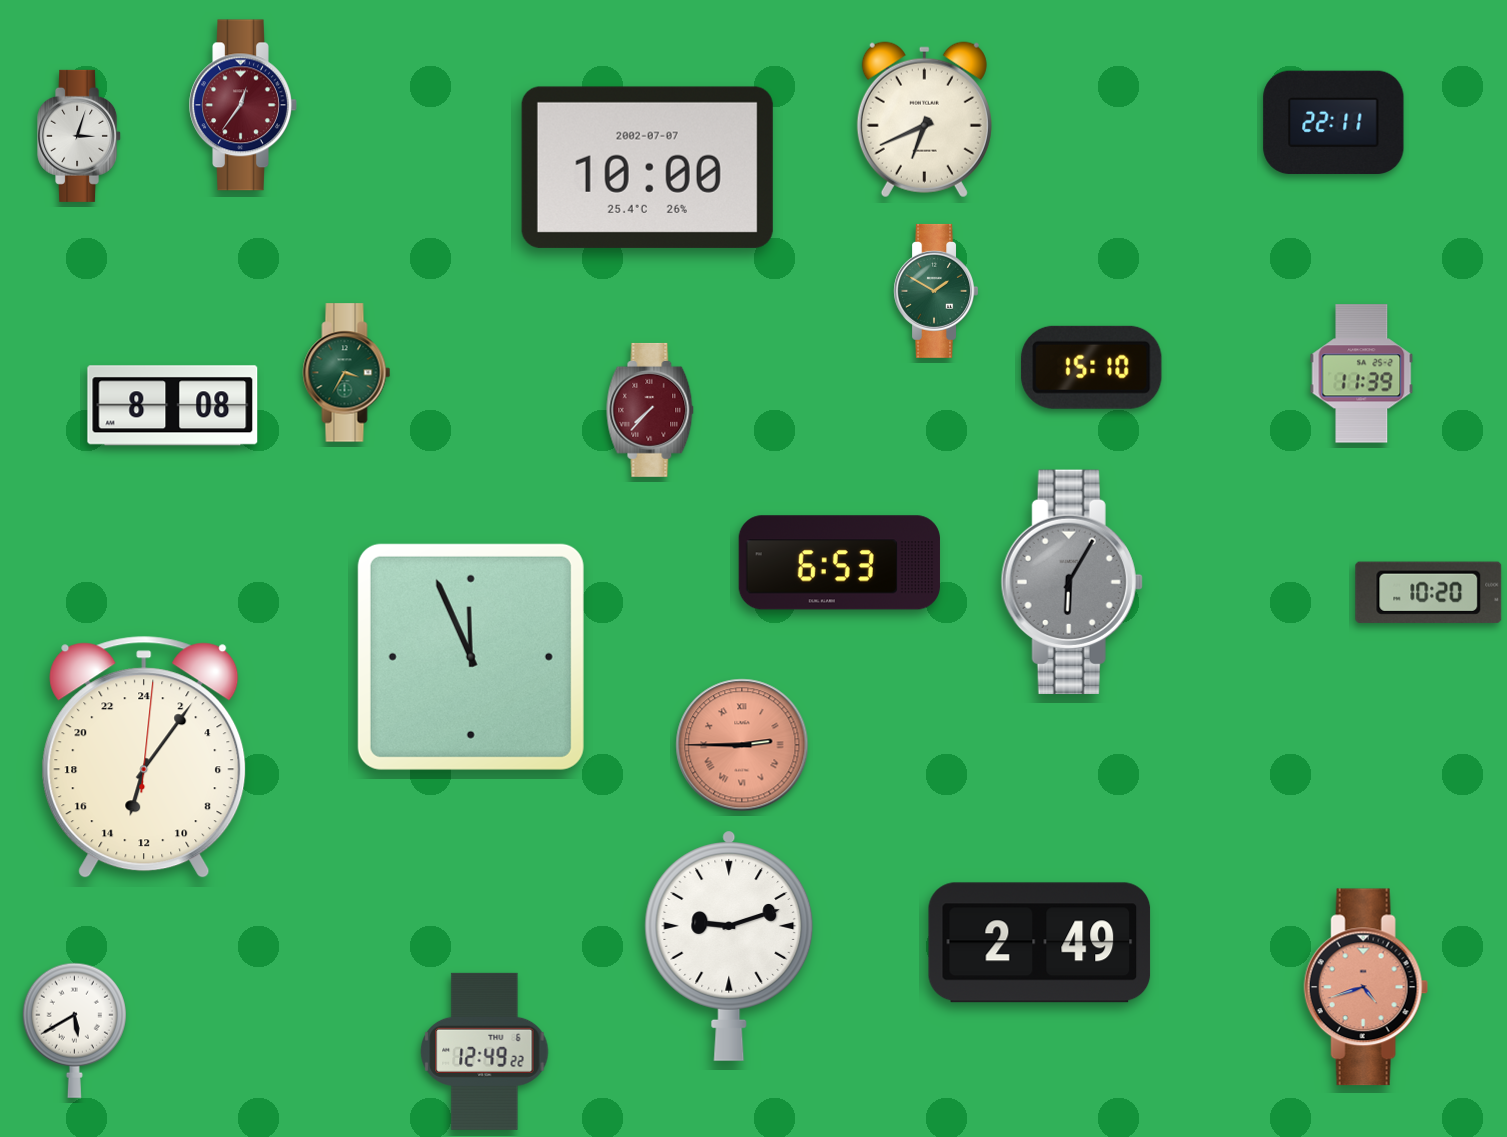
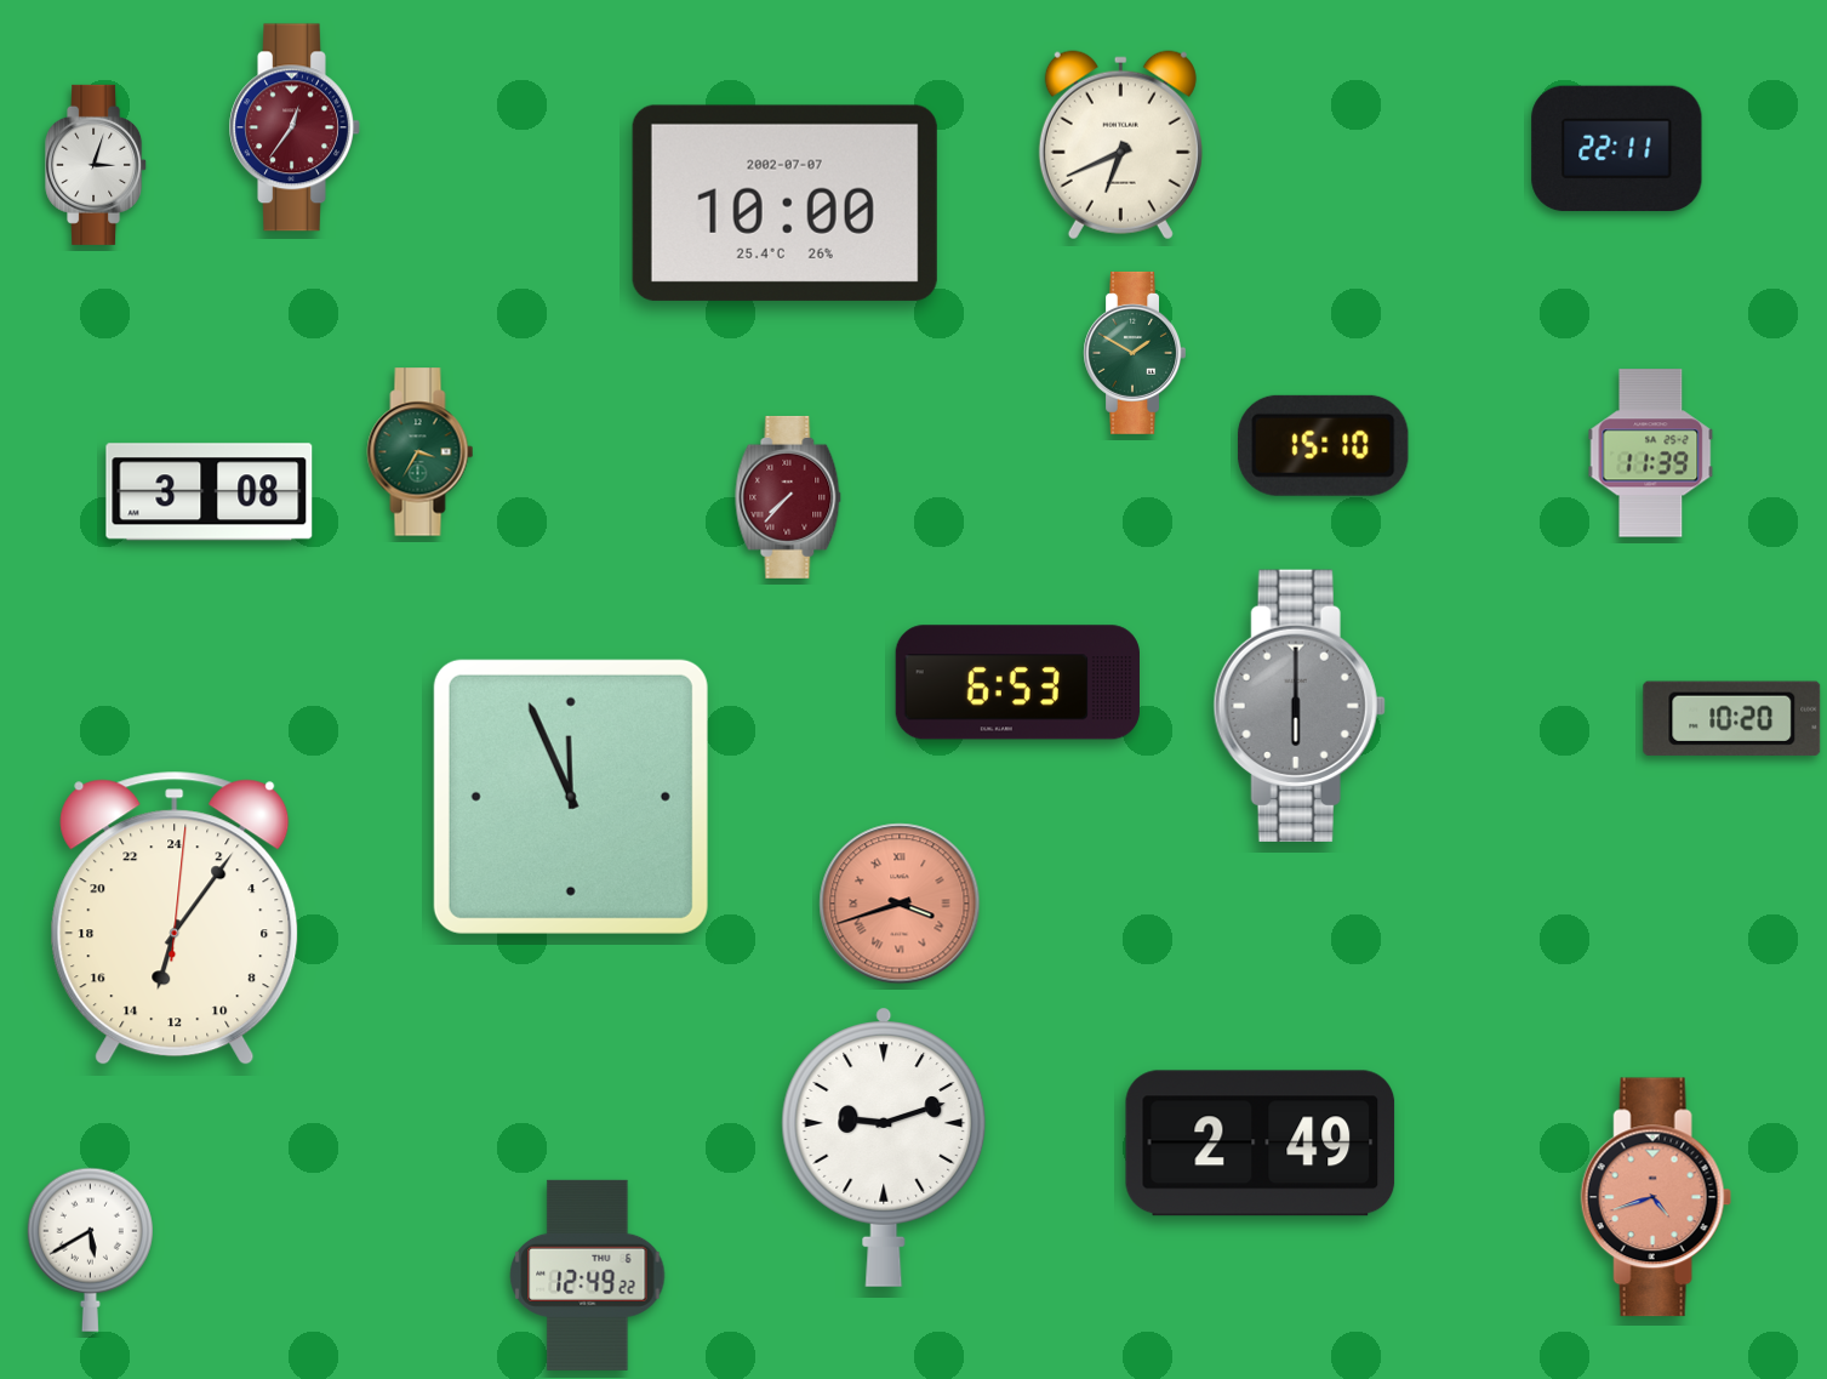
clock at (173, 406): 8:08 -> 3:08
clock at (1072, 582): 6:05 -> 6:00
clock at (742, 745): 2:45 -> 3:42
